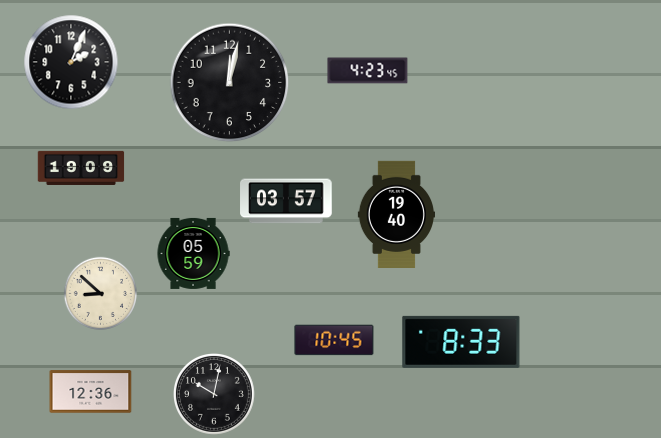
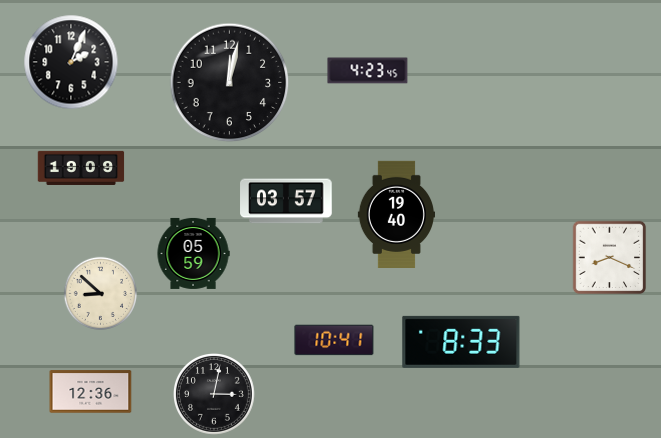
clock at (610, 258): none -> 8:19
clock at (334, 340): 10:45 -> 10:41
clock at (215, 395): 10:02 -> 3:02
